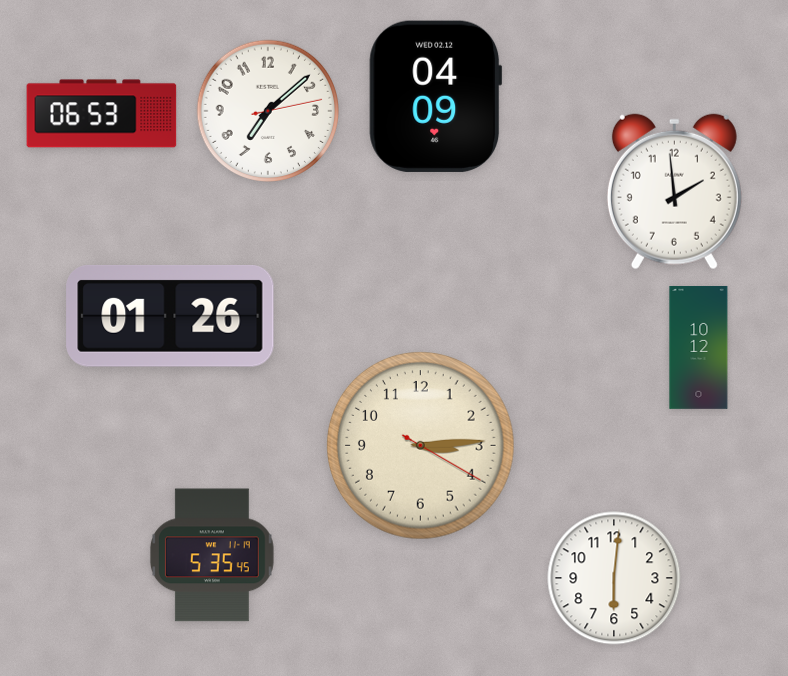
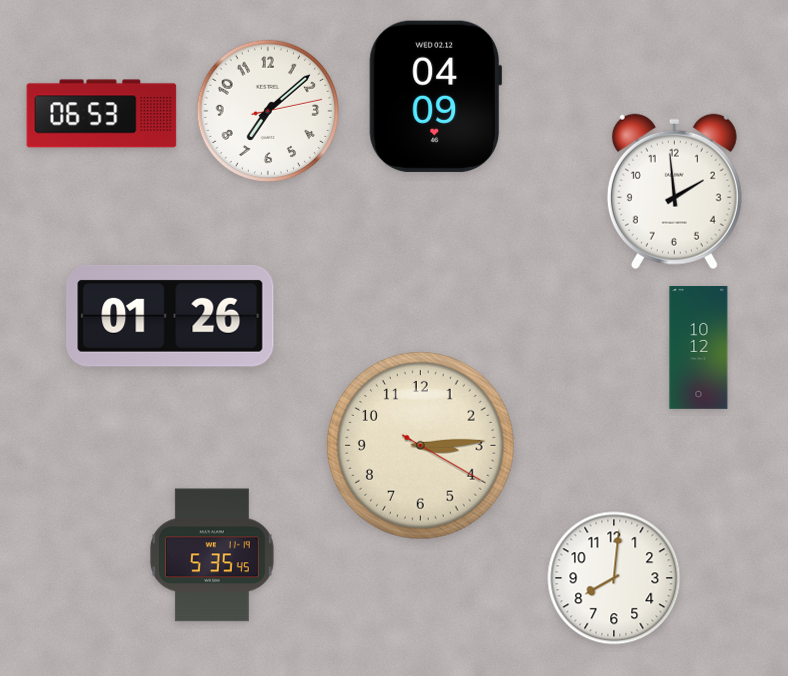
clock at (614, 578): 6:01 -> 8:01
